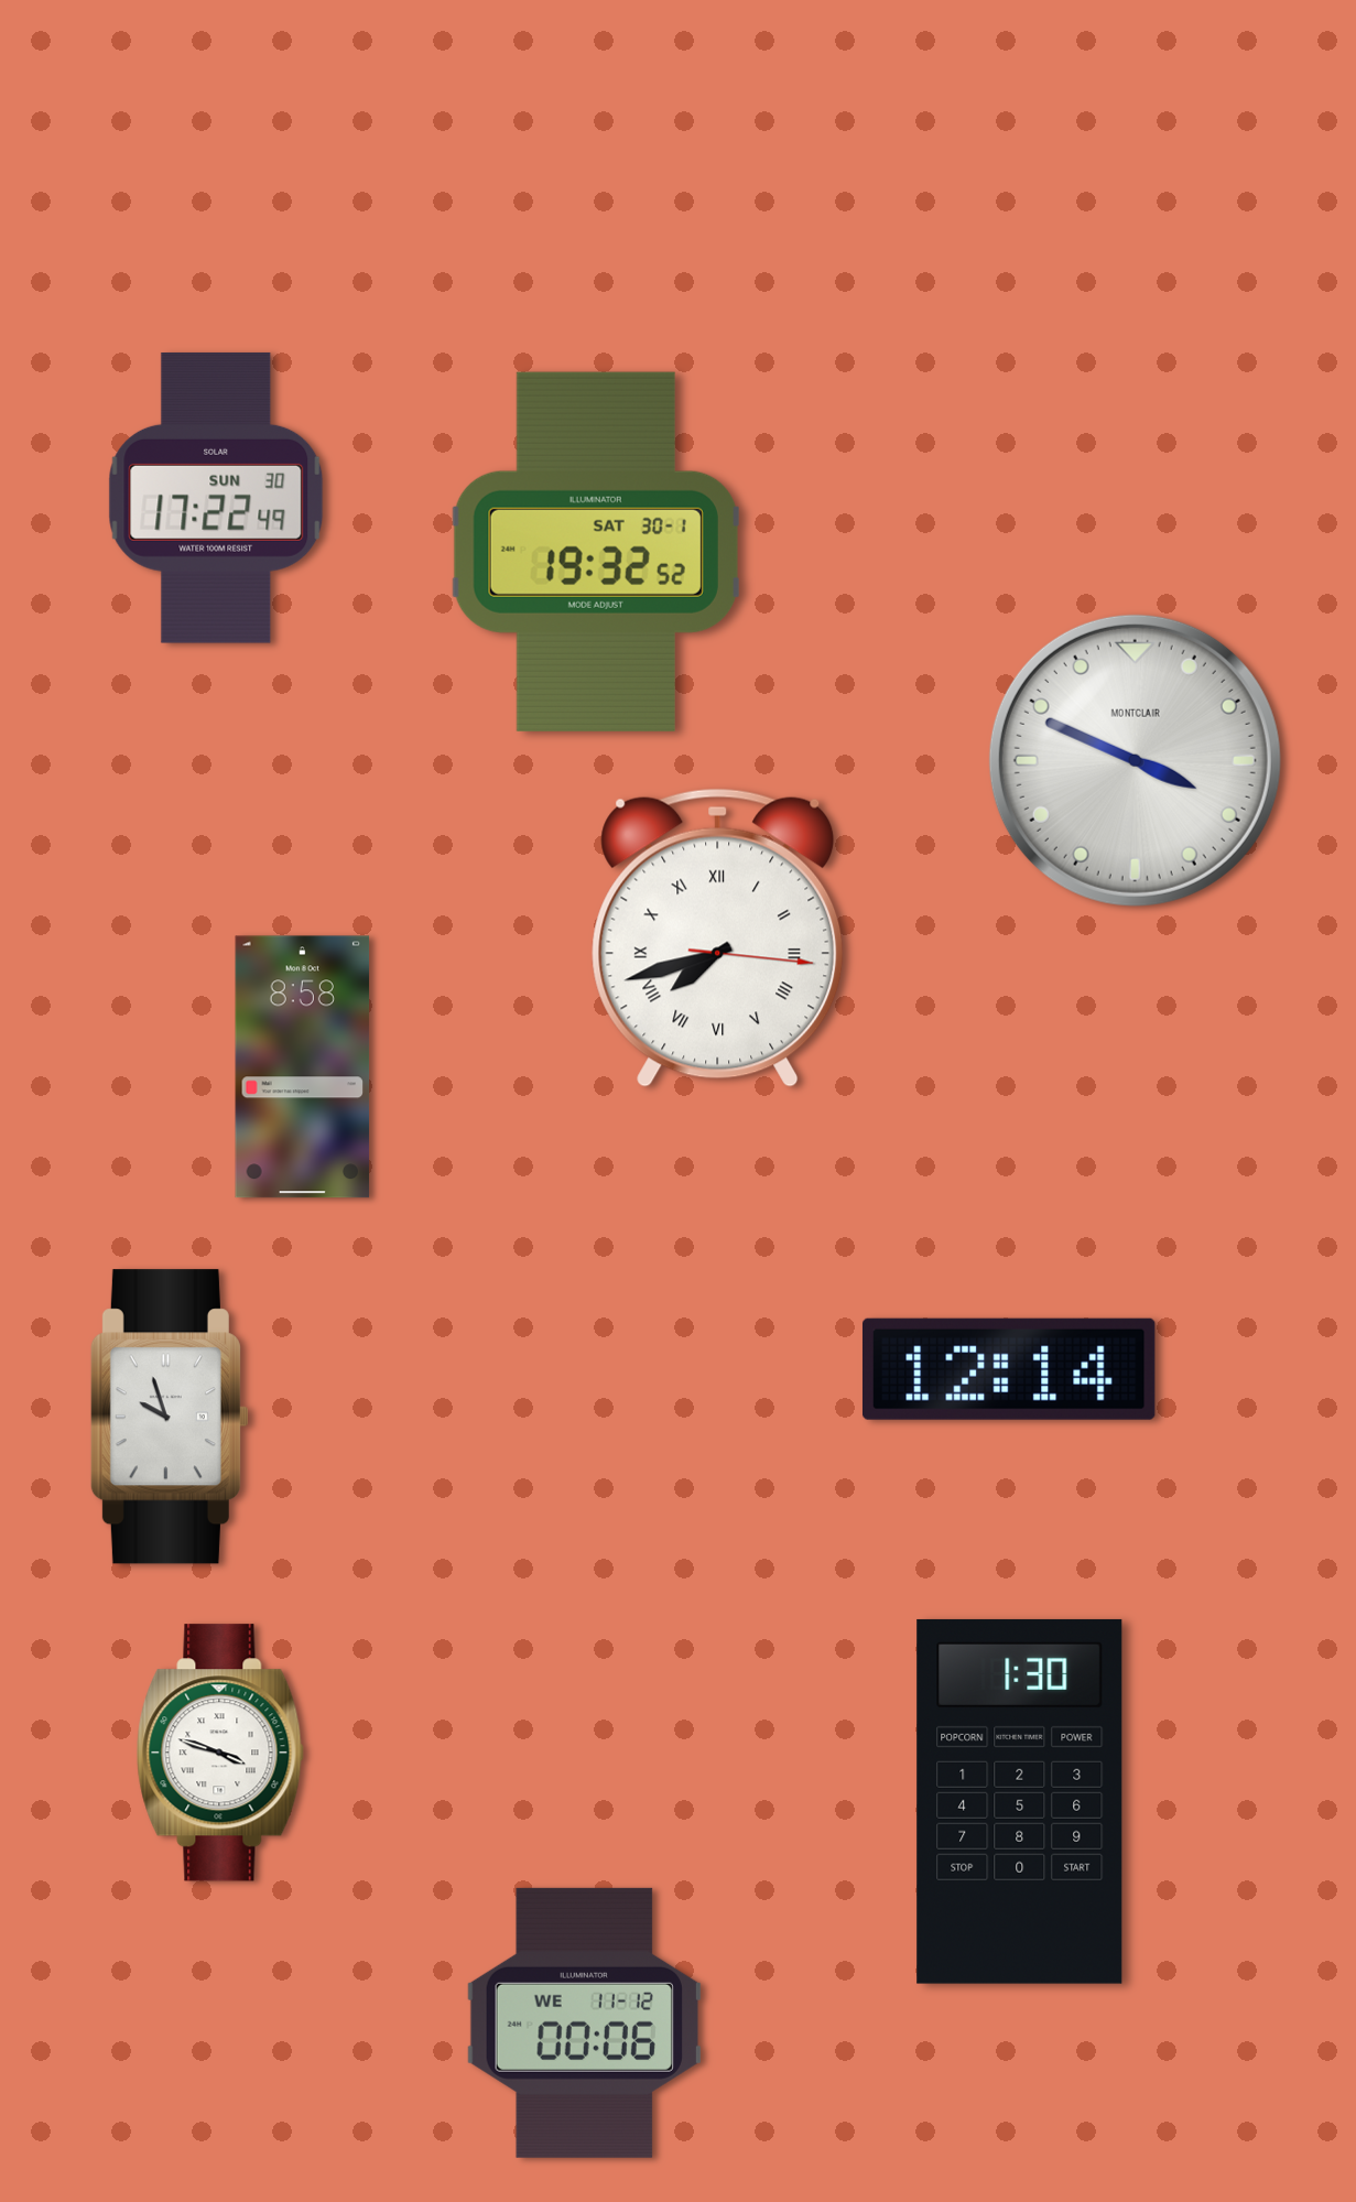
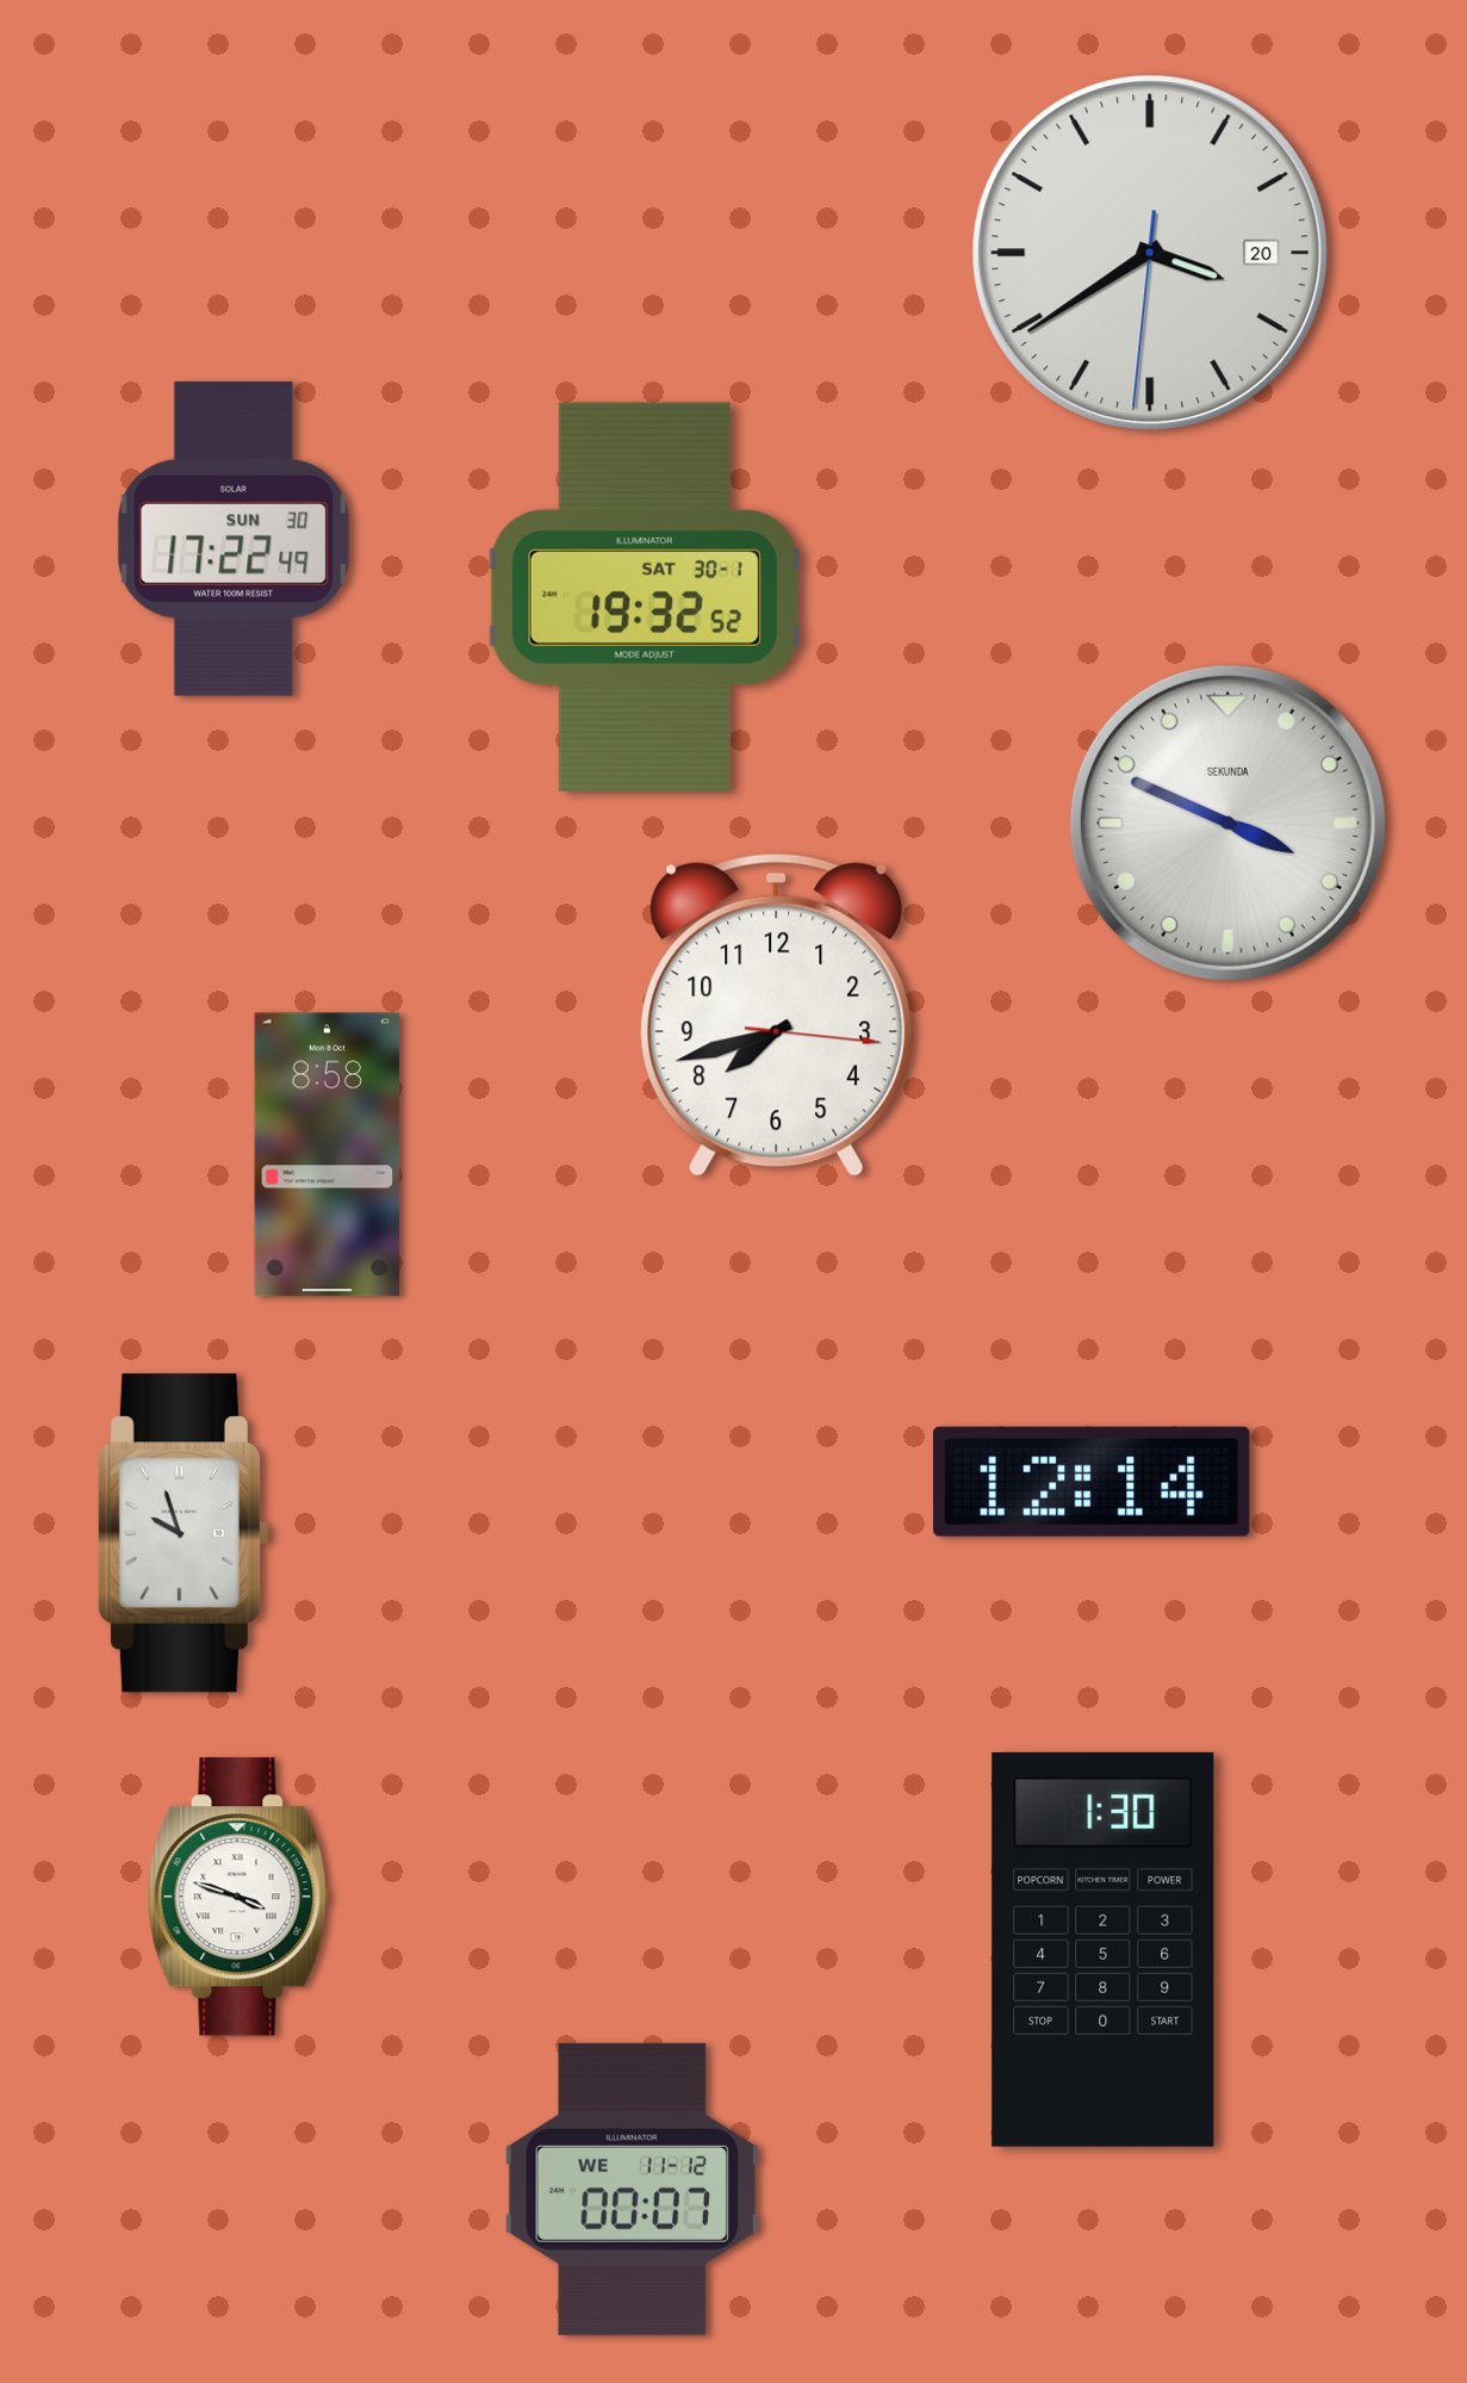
clock at (1150, 253): none -> 3:39
clock at (1135, 760) brand: MONTCLAIR -> SEKUNDA
clock at (718, 937) numerals: Roman -> Arabic
clock at (584, 2022): 00:06 -> 00:07
